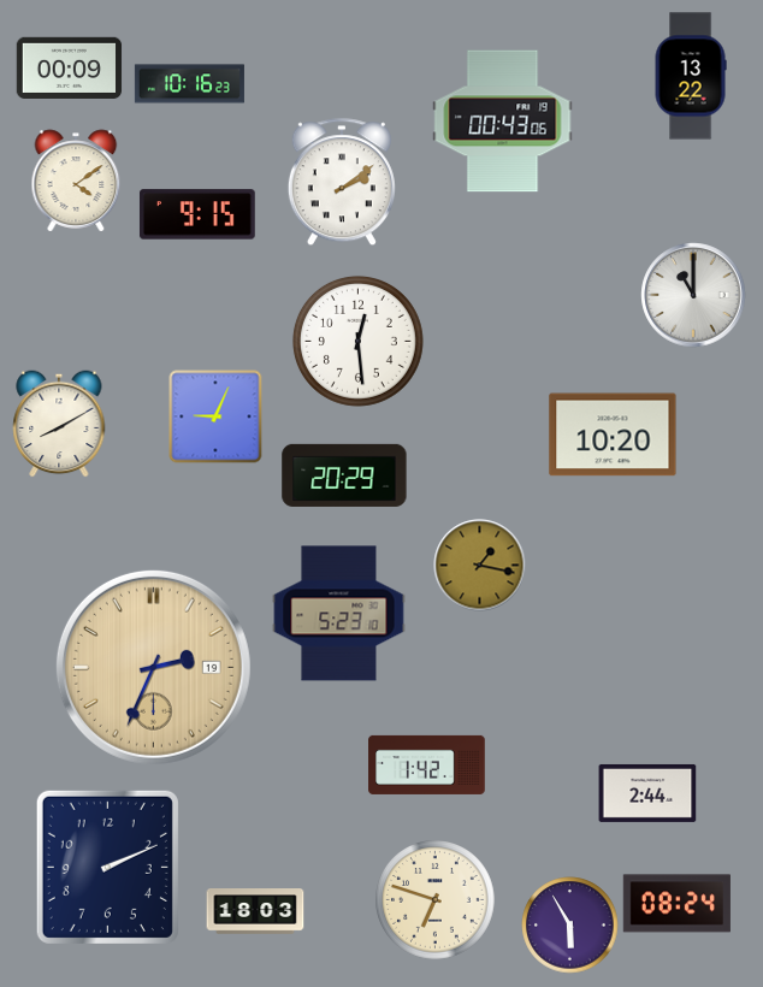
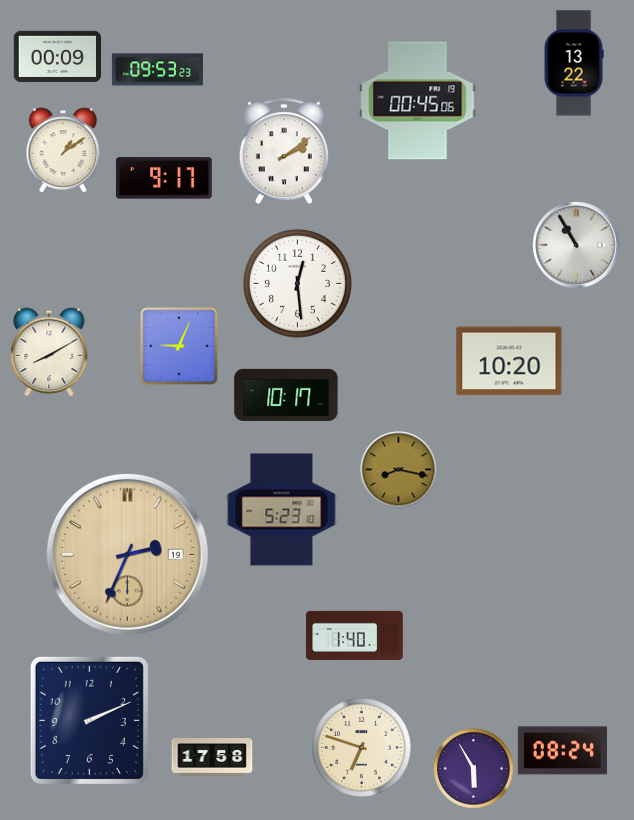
clock at (189, 84): 10:16 -> 09:53
clock at (503, 122): 00:43 -> 00:45
clock at (76, 181): 4:09 -> 1:09
clock at (197, 214): 9:15 -> 9:17
clock at (693, 295): 11:00 -> 10:55
clock at (344, 475): 20:29 -> 10:17
clock at (480, 566): 1:17 -> 8:17
clock at (427, 764): 1:42 -> 1:40
clock at (647, 793): 2:44 -> none
clock at (255, 911): 18:03 -> 17:58
